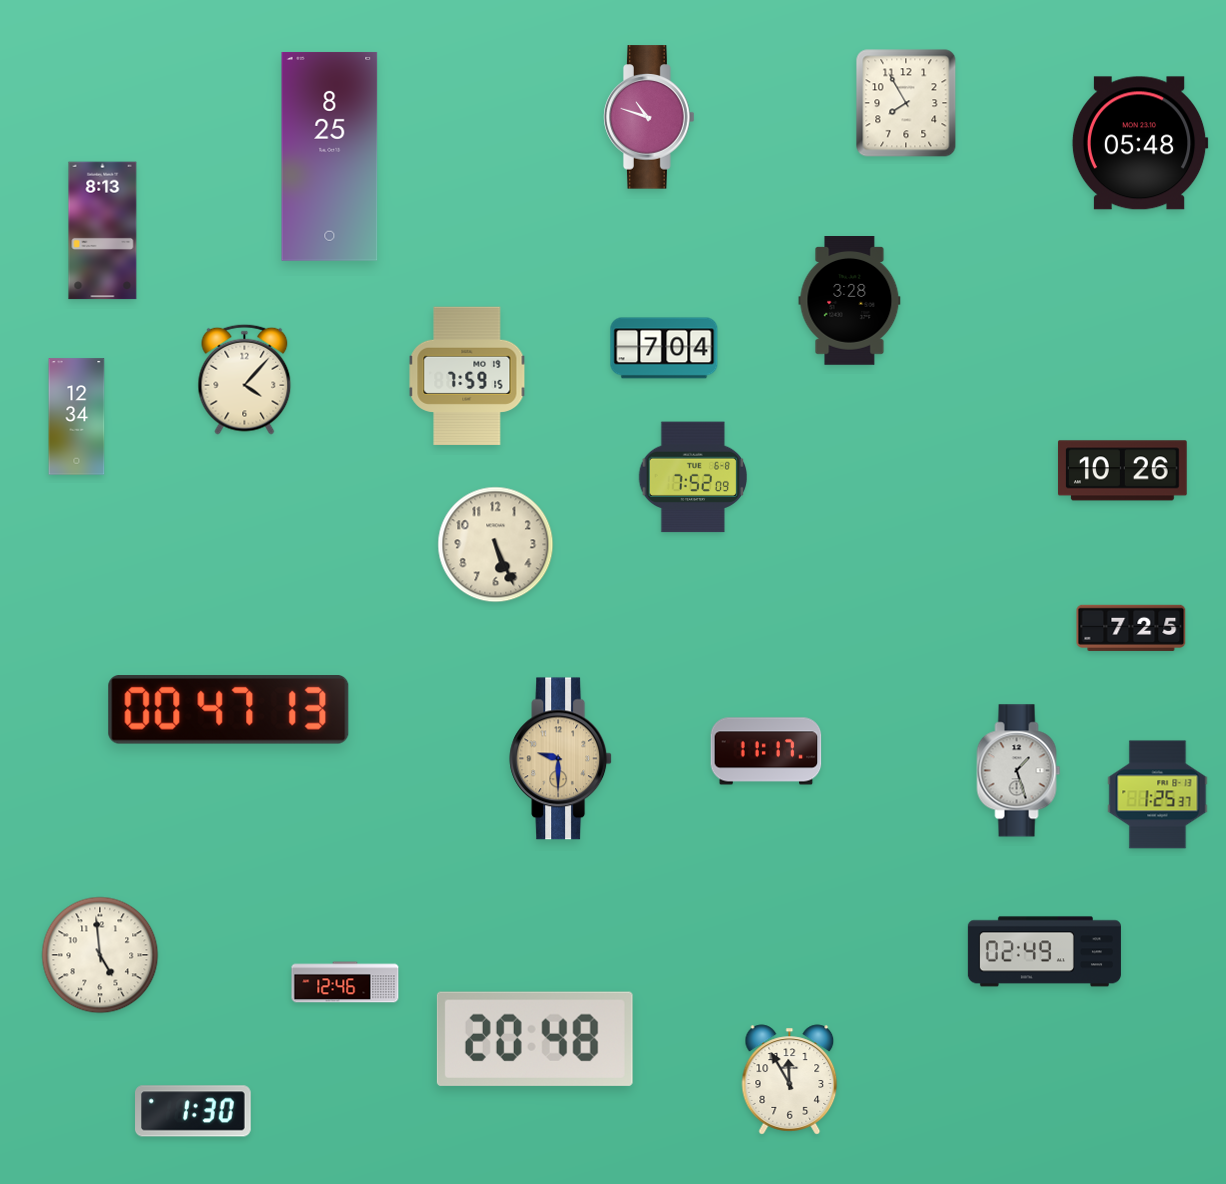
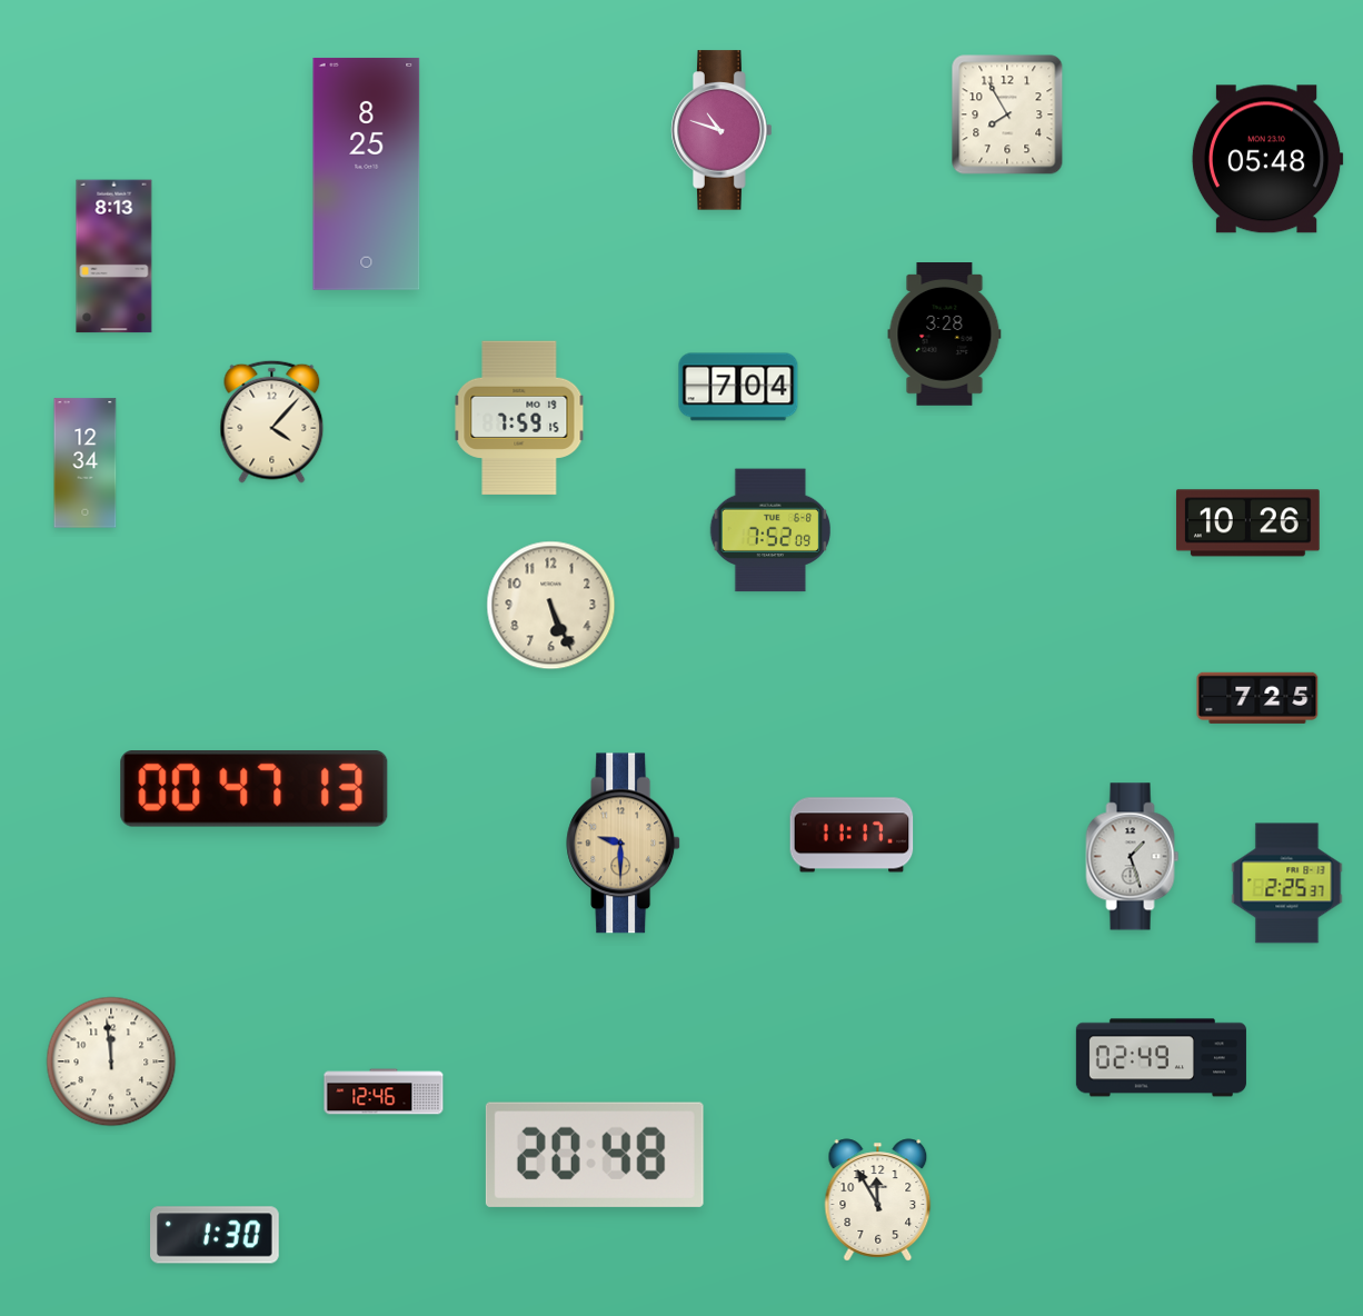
clock at (1158, 795): 1:25 -> 2:25
clock at (100, 955): 4:59 -> 11:59
